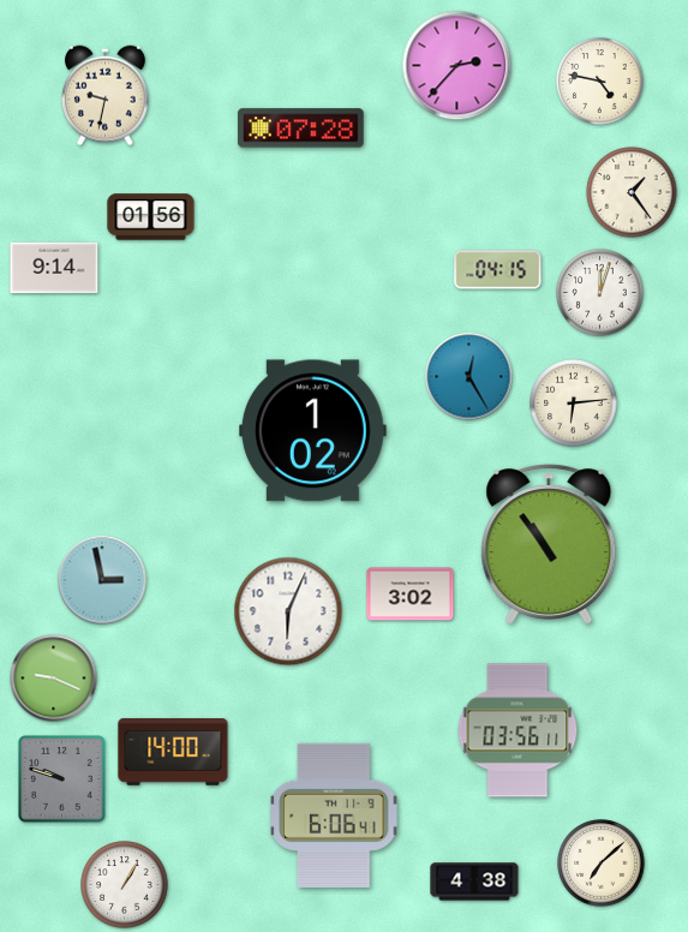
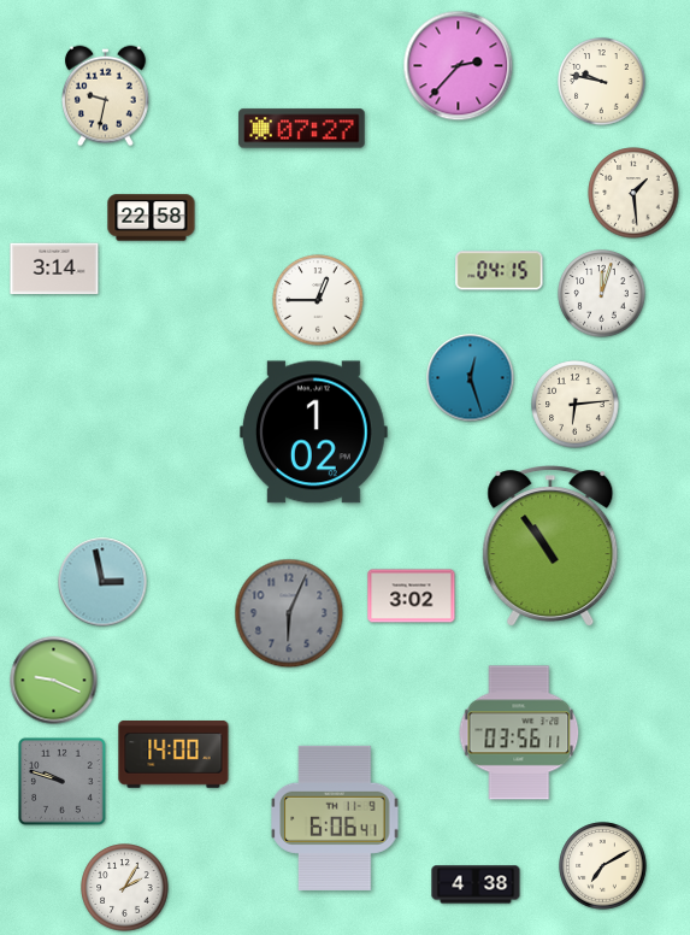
clock at (600, 82): 4:47 -> 9:47
clock at (301, 129): 07:28 -> 07:27
clock at (632, 192): 1:24 -> 1:29
clock at (151, 217): 01:56 -> 22:58
clock at (54, 268): 9:14 -> 3:14
clock at (318, 300): none -> 12:45
clock at (469, 377): 12:25 -> 12:27
clock at (288, 611) dial: white -> grey
clock at (602, 864): 7:08 -> 7:10
clock at (125, 885): 1:05 -> 2:05
